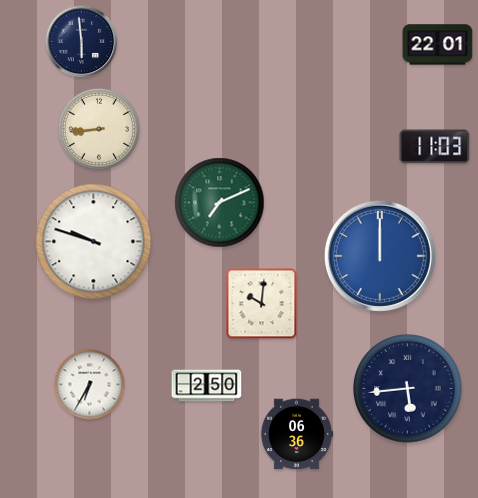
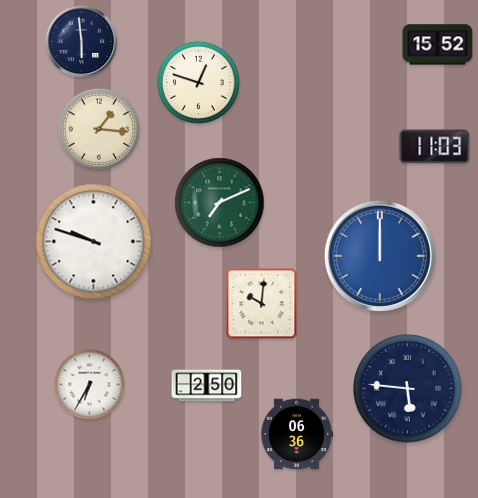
clock at (438, 45): 22:01 -> 15:52
clock at (198, 82): none -> 12:48
clock at (99, 129): 8:44 -> 1:16
clock at (408, 389): 5:44 -> 5:46
